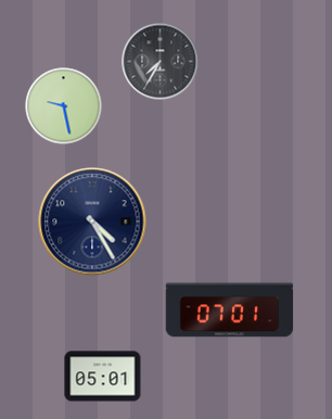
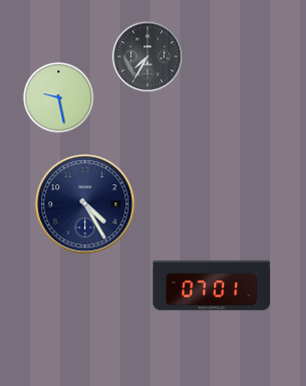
clock at (103, 377): 05:01 -> none
